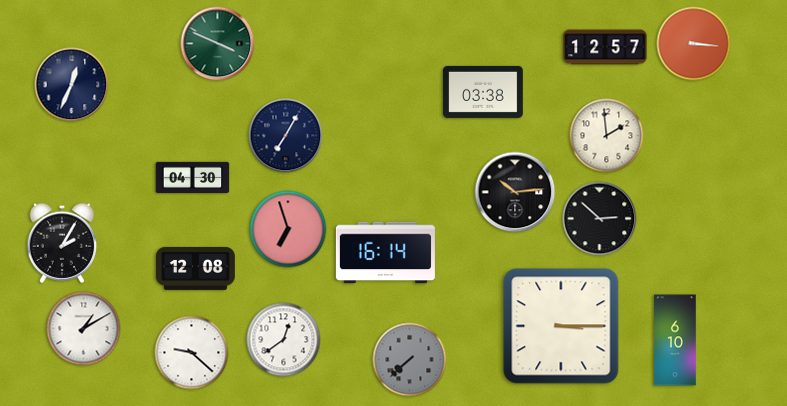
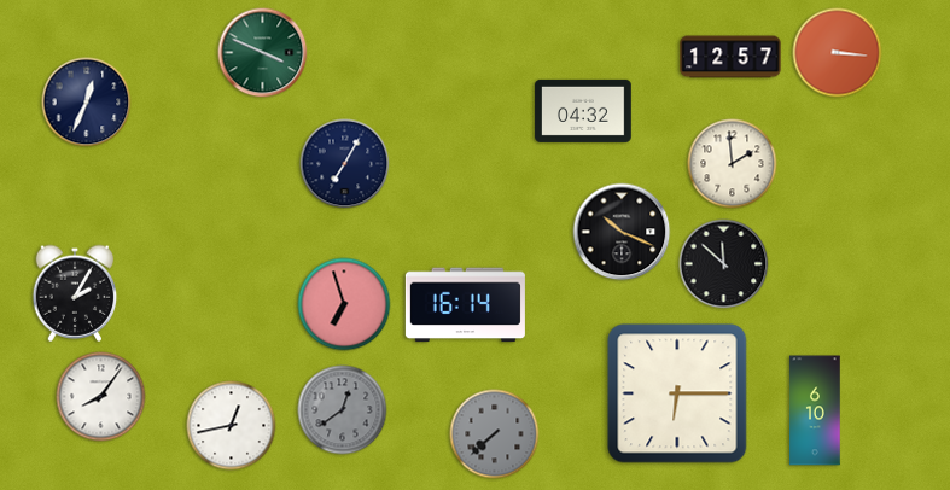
clock at (483, 92): 03:38 -> 04:32
clock at (193, 177): 04:30 -> none
clock at (515, 192): 10:14 -> 10:19
clock at (600, 219): 2:52 -> 11:52
clock at (288, 229) position: (288, 229) -> (344, 304)
clock at (195, 268): 12:08 -> none
clock at (561, 326): 3:15 -> 6:15
clock at (84, 329): 1:10 -> 8:06
clock at (284, 340) dial: white -> grey
clock at (192, 353): 9:22 -> 12:43
